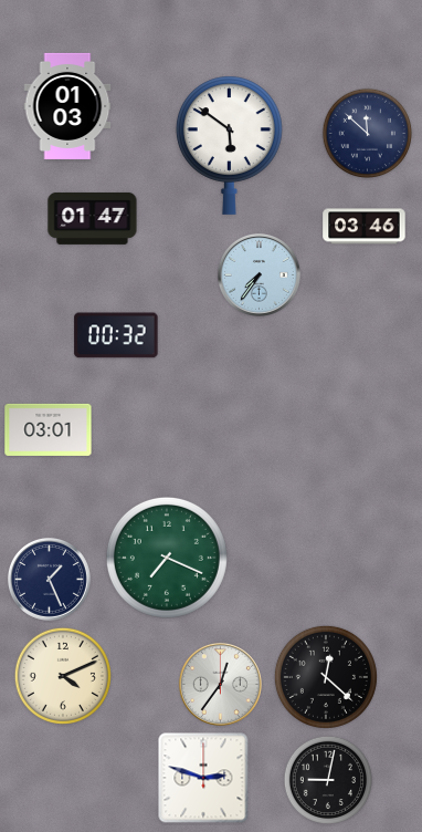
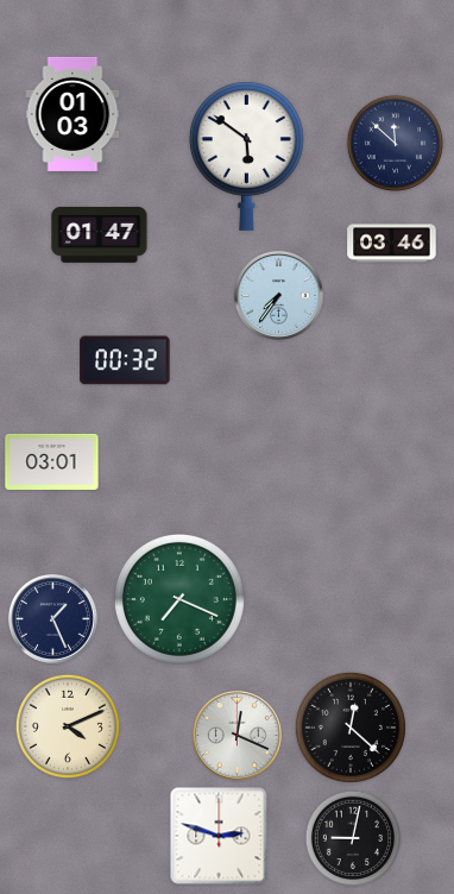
clock at (49, 579) position: (49, 579) -> (52, 618)
clock at (220, 684): 12:36 -> 12:19
